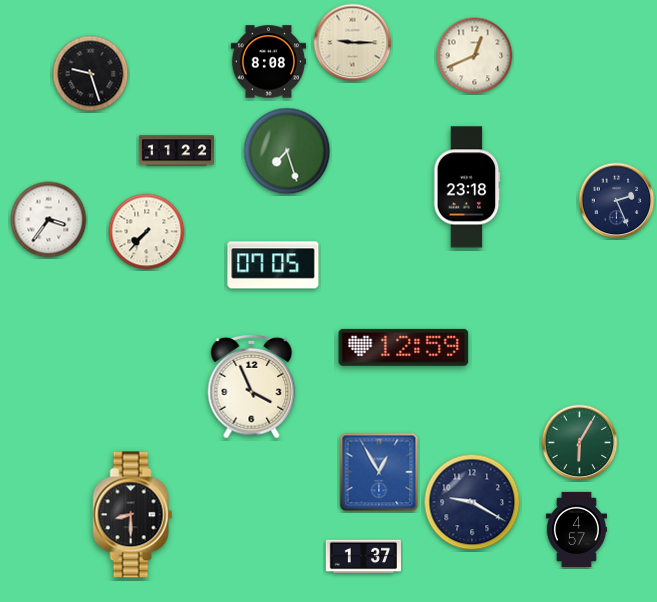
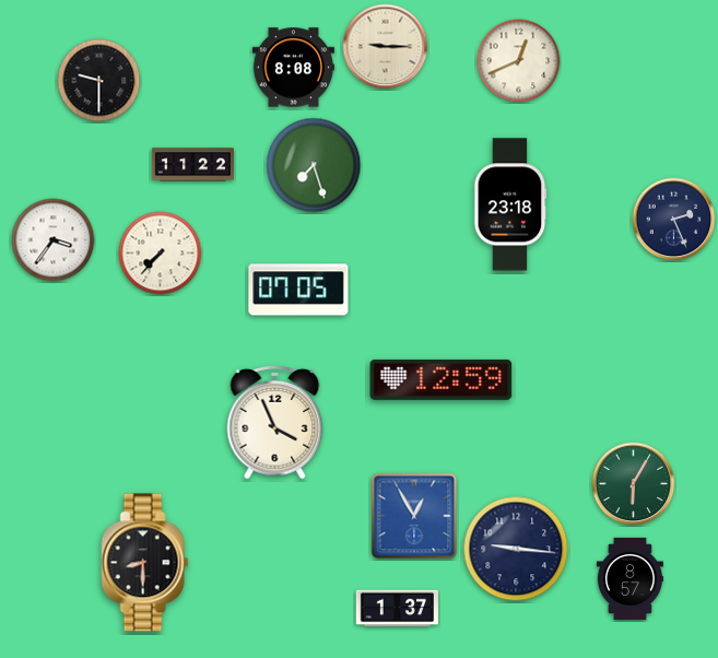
clock at (91, 74): 9:27 -> 9:30
clock at (472, 502): 9:20 -> 9:16
clock at (576, 529): 4:57 -> 8:57
